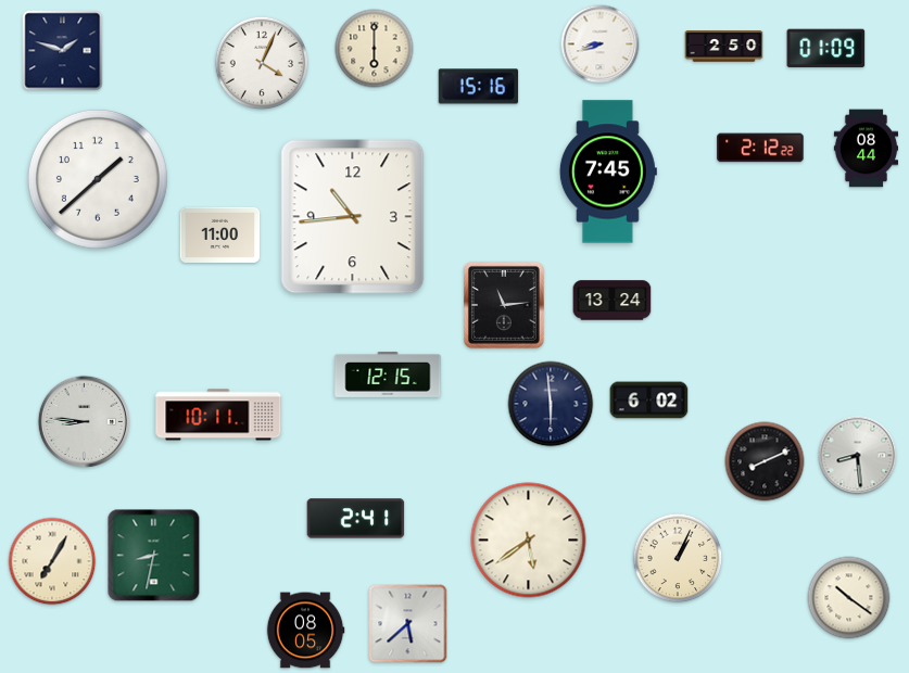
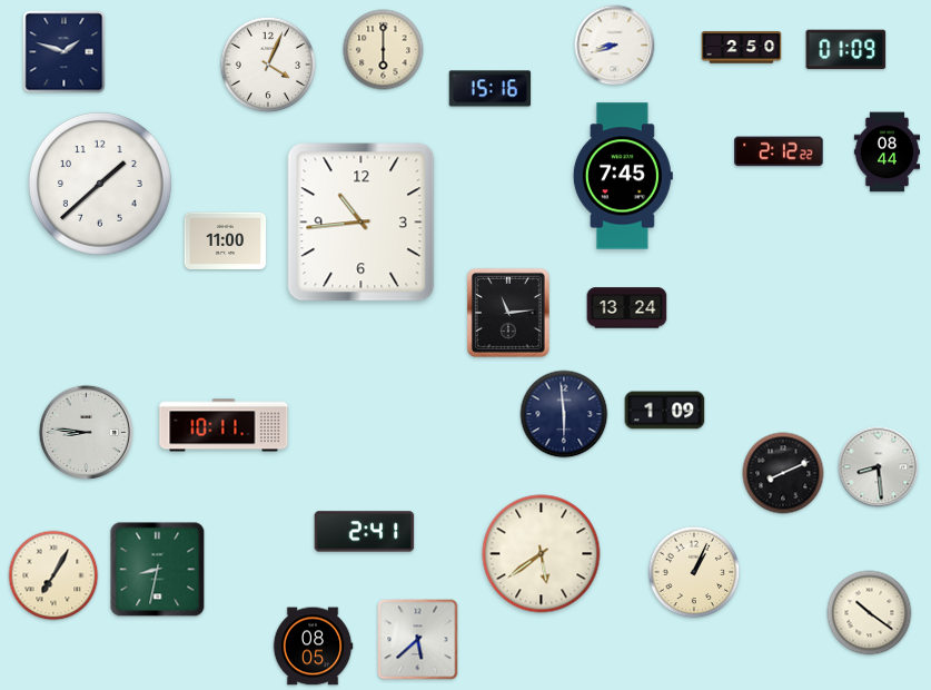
clock at (504, 305) position: (504, 305) -> (508, 313)
clock at (388, 374): 12:15 -> none
clock at (649, 401): 6:02 -> 1:09
